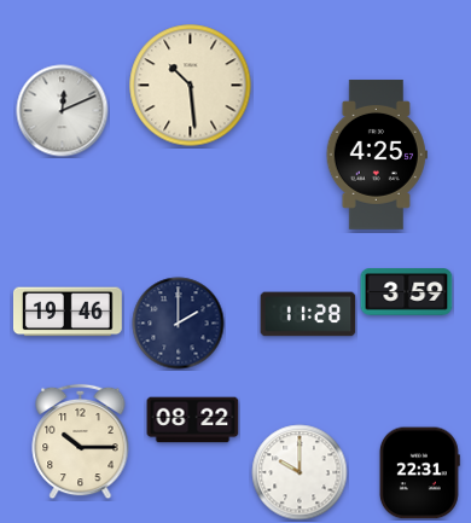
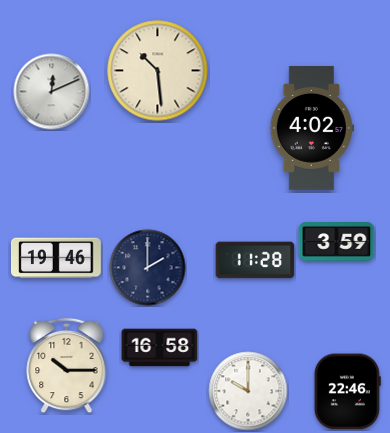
clock at (377, 155): 4:25 -> 4:02
clock at (193, 420): 08:22 -> 16:58
clock at (419, 473): 22:31 -> 22:46
